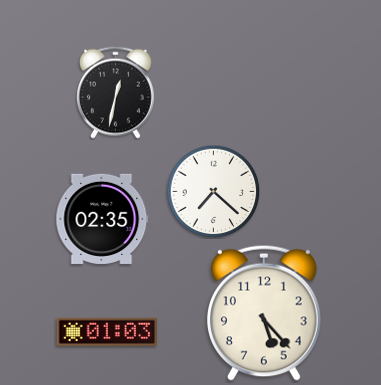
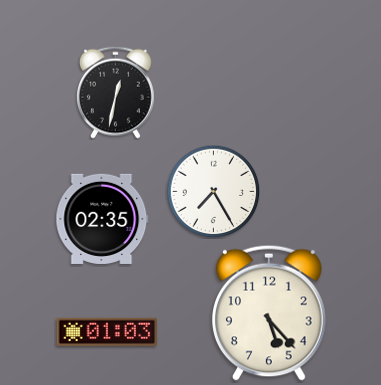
clock at (213, 191): 7:22 -> 7:25
clock at (265, 313) position: (265, 313) -> (270, 313)
